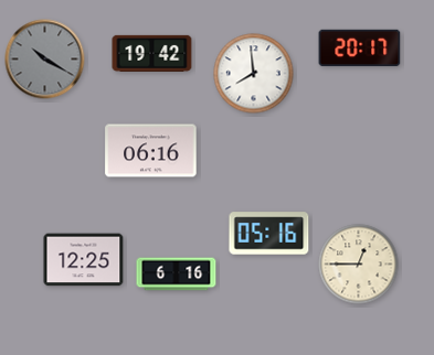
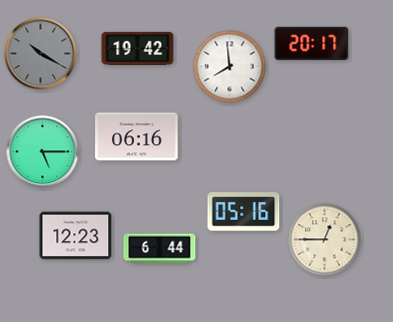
clock at (360, 49) position: (360, 49) -> (312, 44)
clock at (43, 152): none -> 5:15
clock at (84, 260): 12:25 -> 12:23
clock at (177, 275): 6:16 -> 6:44
